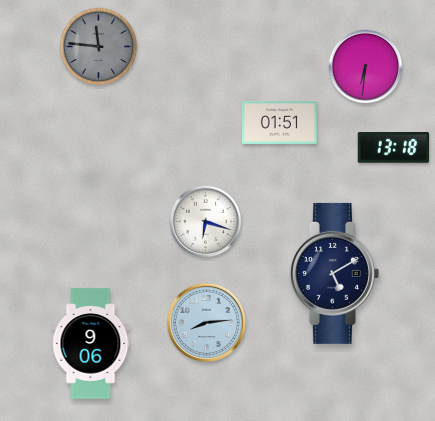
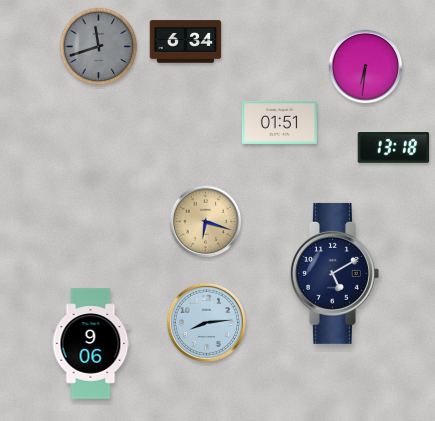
clock at (186, 42): none -> 6:34
clock at (99, 47): 11:46 -> 11:42
clock at (206, 222) dial: white -> champagne
